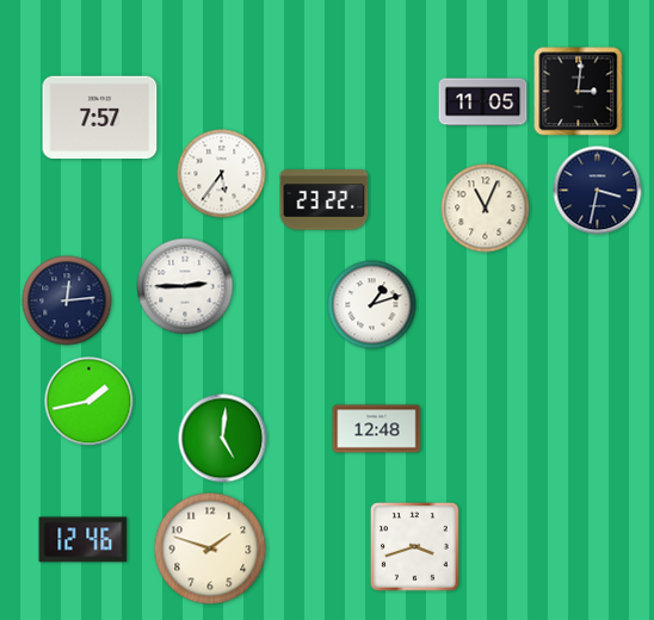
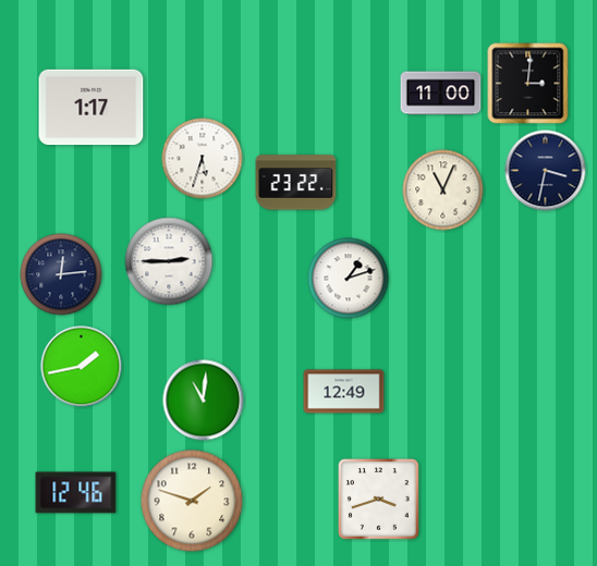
clock at (483, 103): 11:05 -> 11:00
clock at (100, 118): 7:57 -> 1:17
clock at (222, 174): 5:36 -> 5:33
clock at (598, 191) position: (598, 191) -> (546, 171)
clock at (372, 305) position: (372, 305) -> (349, 279)
clock at (377, 429): 12:48 -> 12:49
clock at (223, 439): 5:01 -> 11:01
